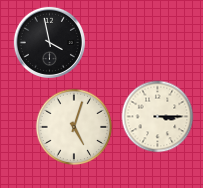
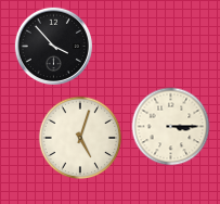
clock at (49, 42): 3:58 -> 3:53
